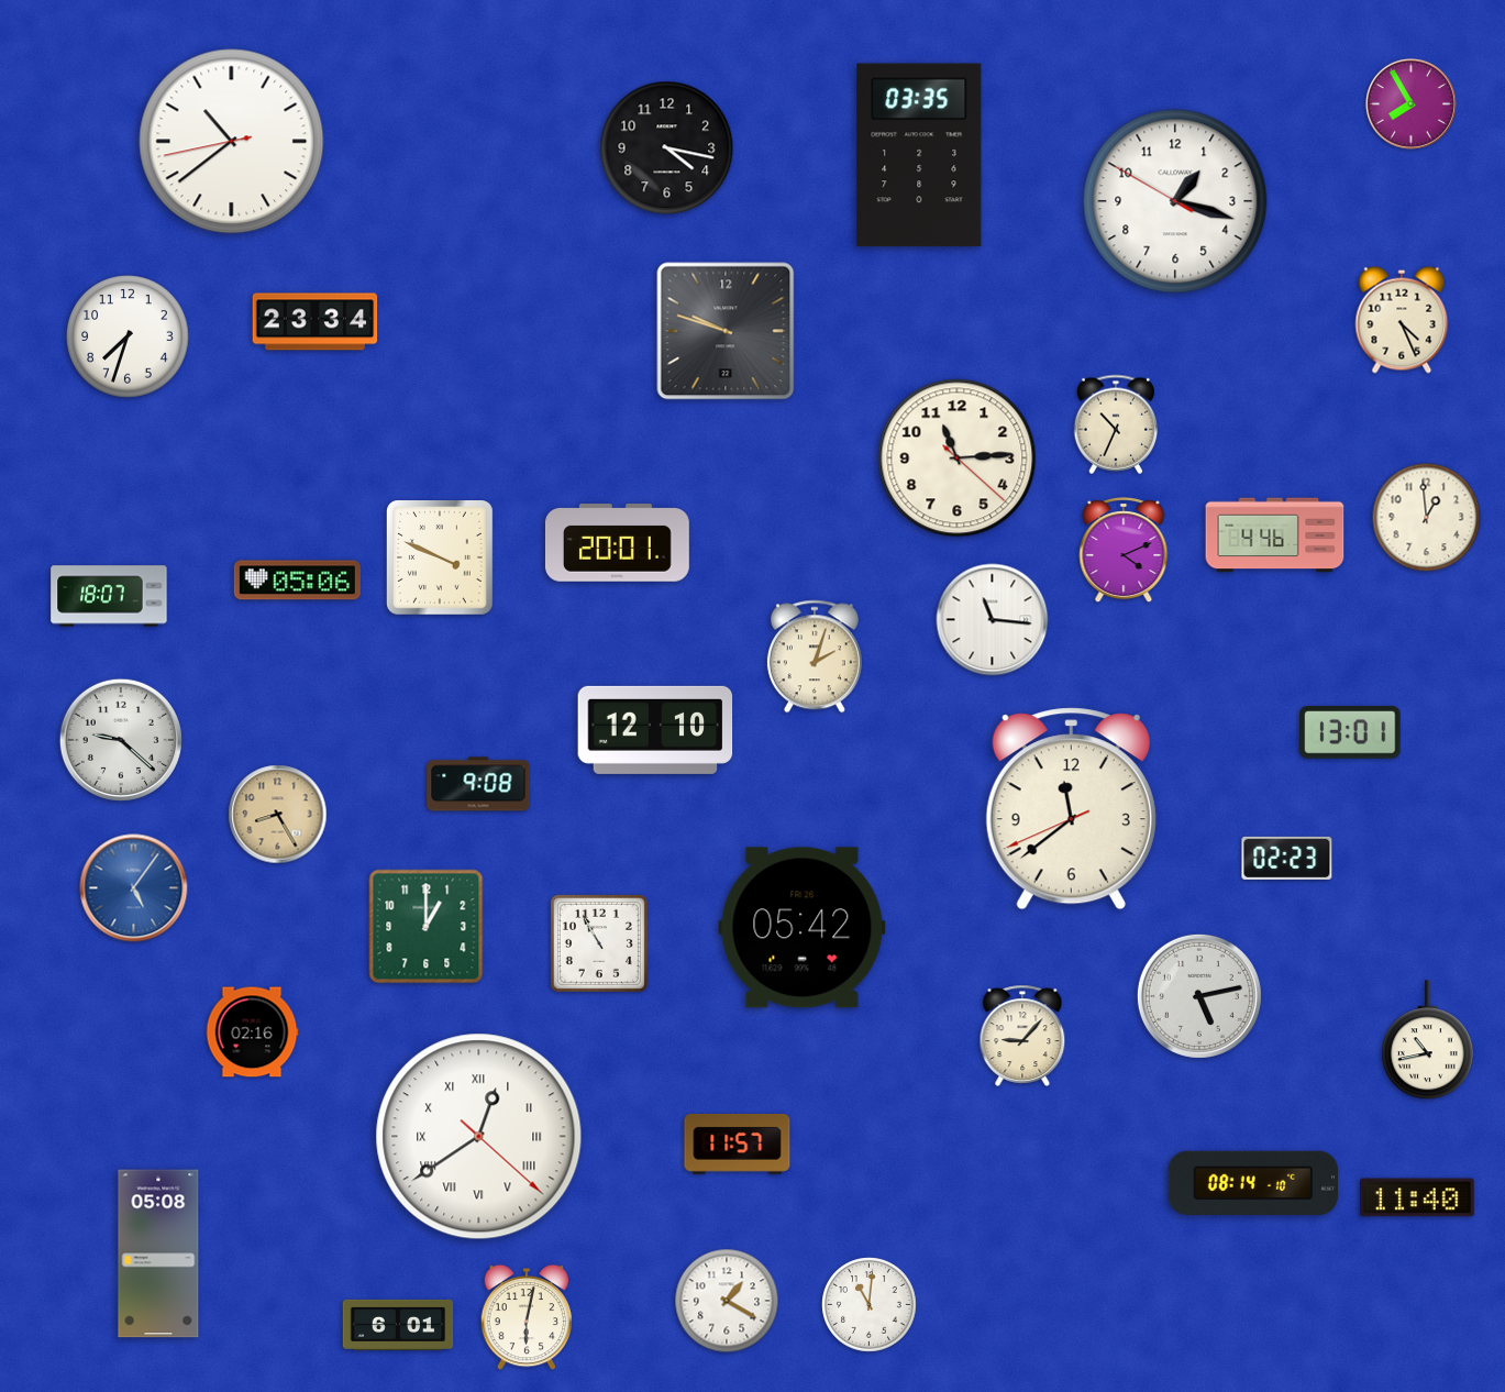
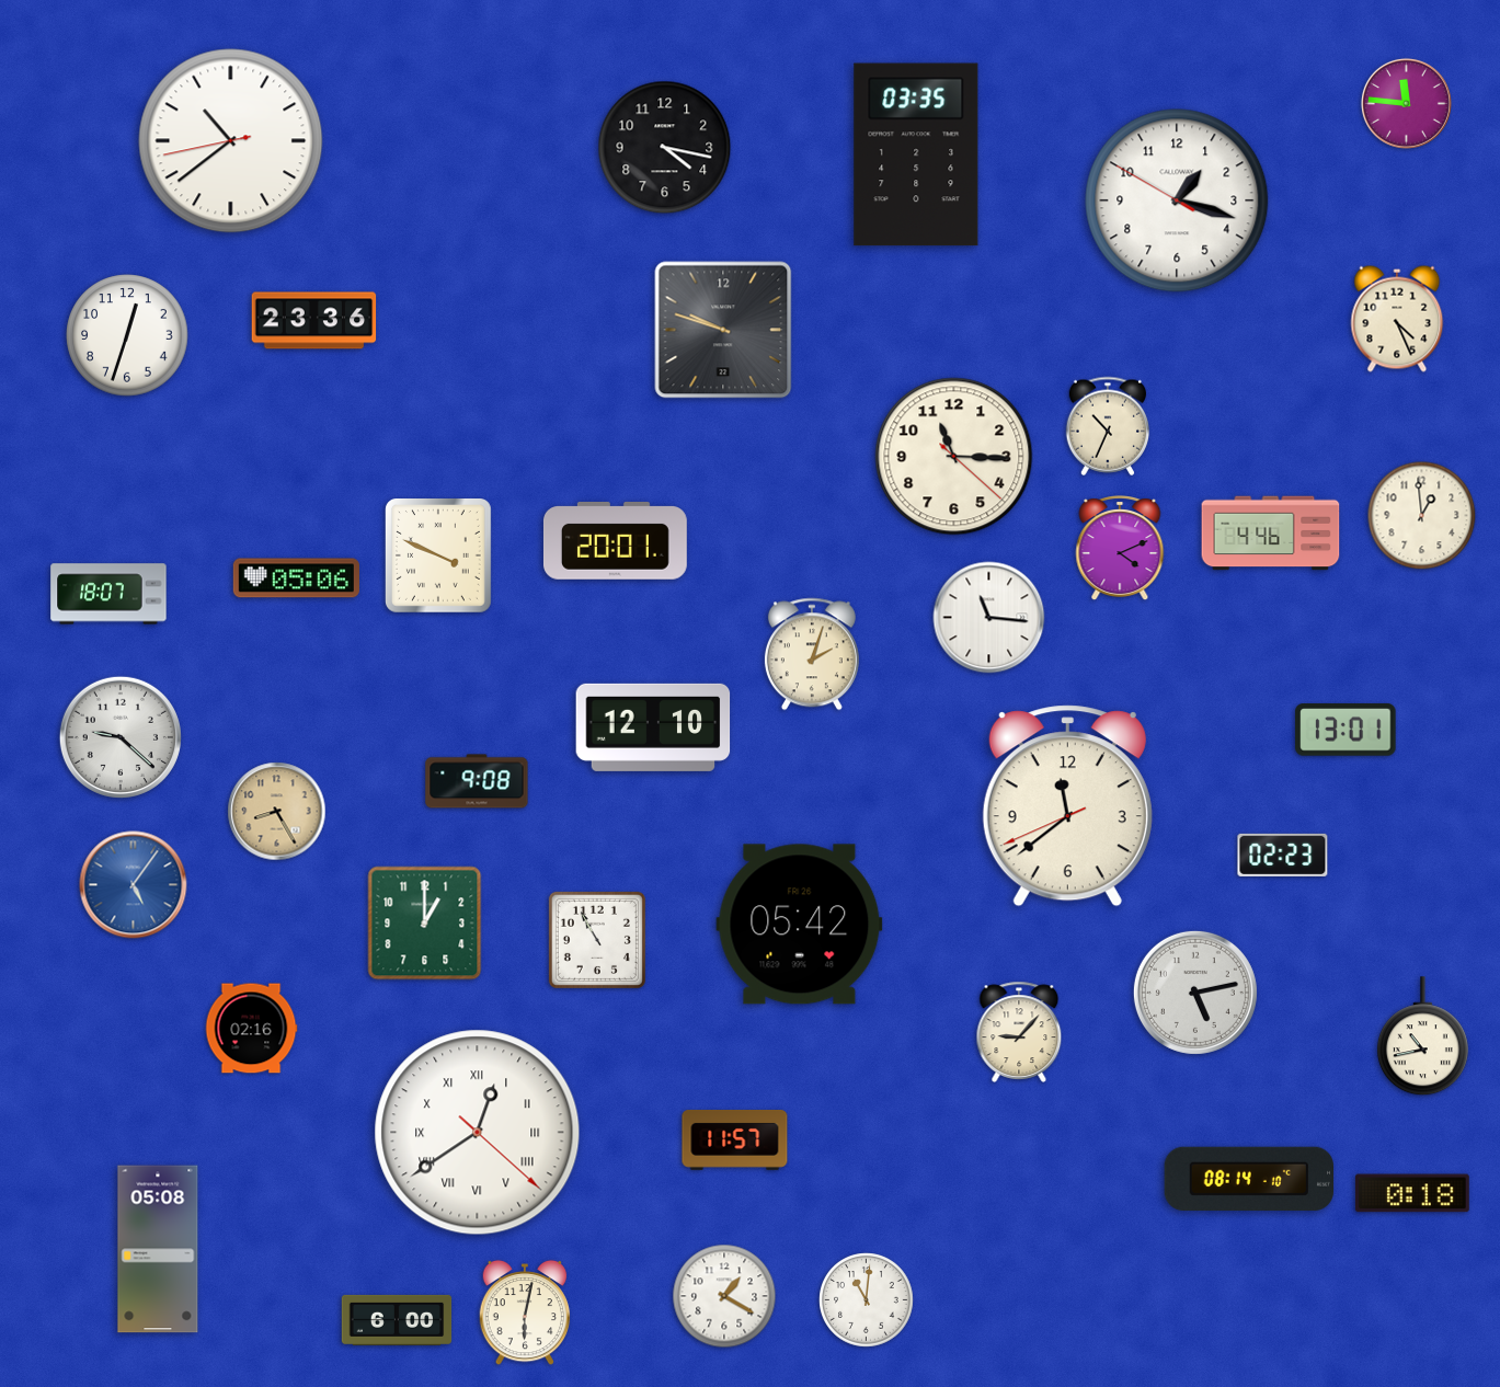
clock at (1410, 103): 7:55 -> 11:46
clock at (1175, 201) position: (1175, 201) -> (1177, 200)
clock at (316, 322): 23:34 -> 23:36
clock at (128, 336): 7:33 -> 12:33
clock at (1116, 424) position: (1116, 424) -> (1108, 426)
clock at (958, 459): 11:14 -> 11:15
clock at (1417, 1197): 11:40 -> 0:18
clock at (398, 1325): 6:01 -> 6:00
